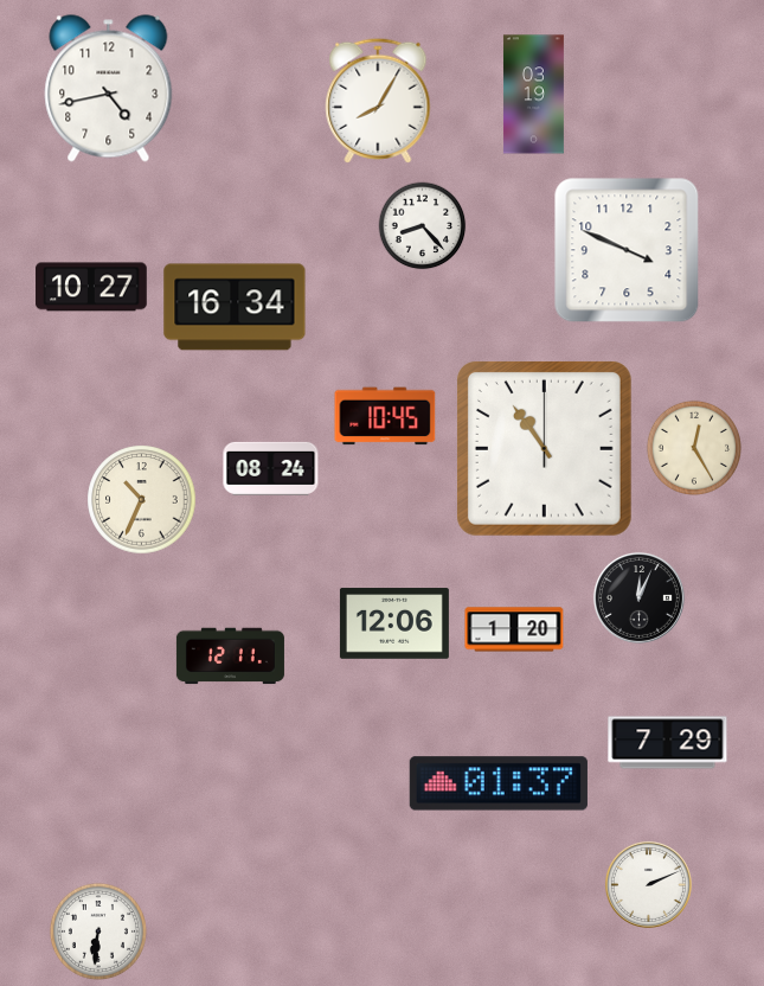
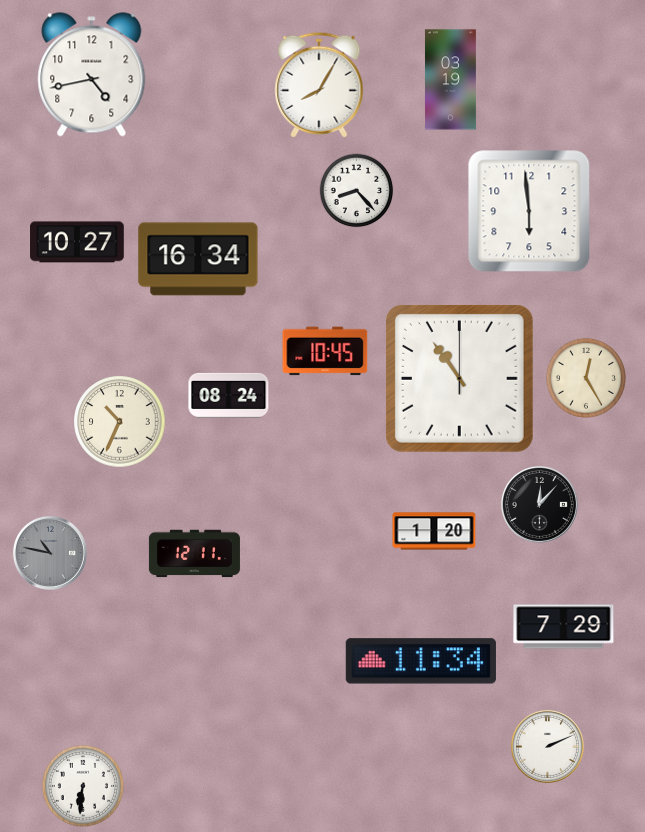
clock at (627, 250): 3:49 -> 5:59
clock at (638, 597): 12:04 -> 12:07
clock at (394, 623): 12:06 -> none
clock at (50, 553): none -> 10:47
clock at (499, 783): 01:37 -> 11:34
